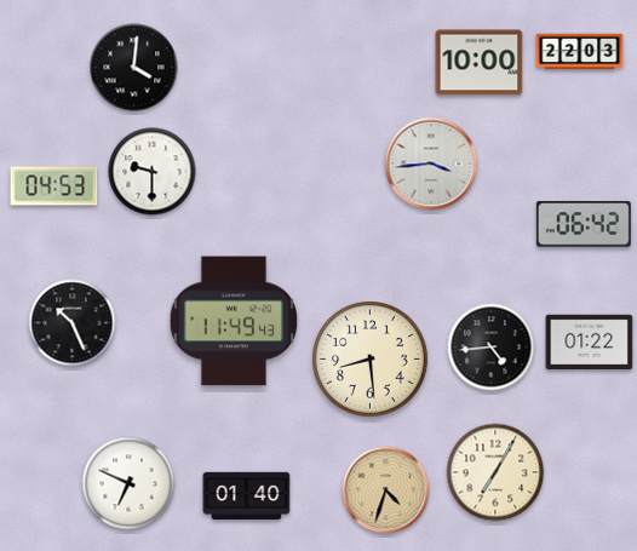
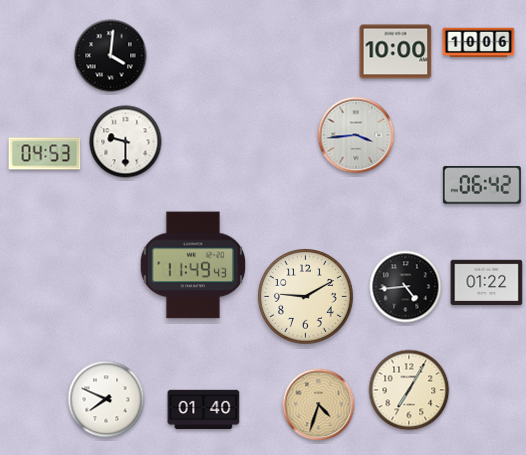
clock at (580, 52): 22:03 -> 10:06
clock at (73, 323): 10:26 -> none
clock at (371, 360): 8:29 -> 9:10
clock at (128, 483): 6:49 -> 7:49
